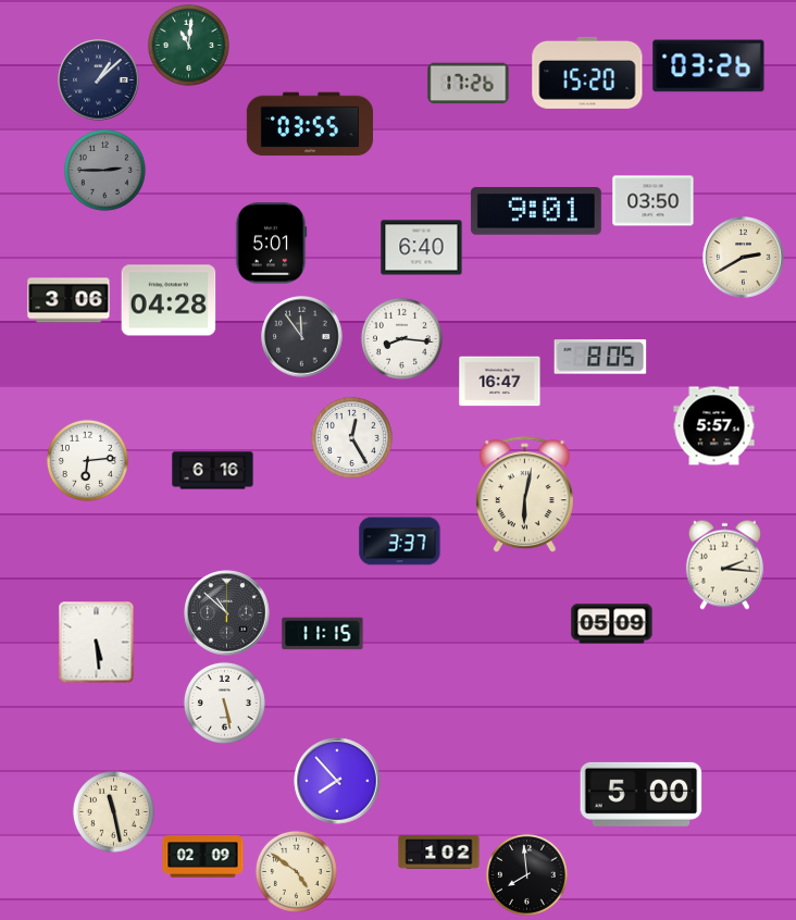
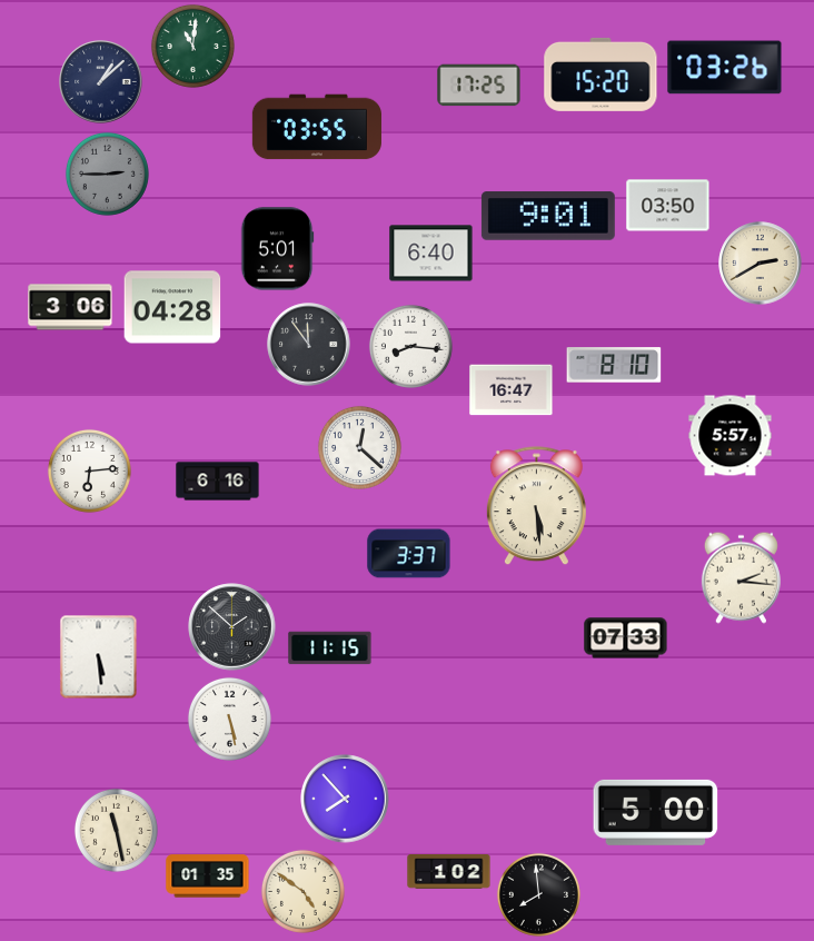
clock at (469, 84): 17:26 -> 17:25
clock at (600, 357): 8:05 -> 8:10
clock at (351, 437): 12:25 -> 12:22
clock at (524, 495): 6:02 -> 5:29
clock at (227, 613): 10:52 -> 1:52
clock at (612, 624): 05:09 -> 07:33
clock at (203, 857): 02:09 -> 01:35
